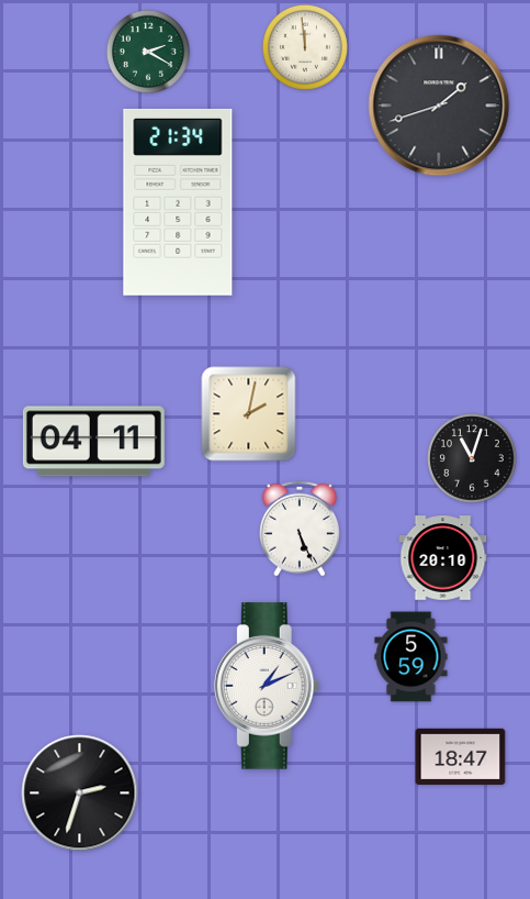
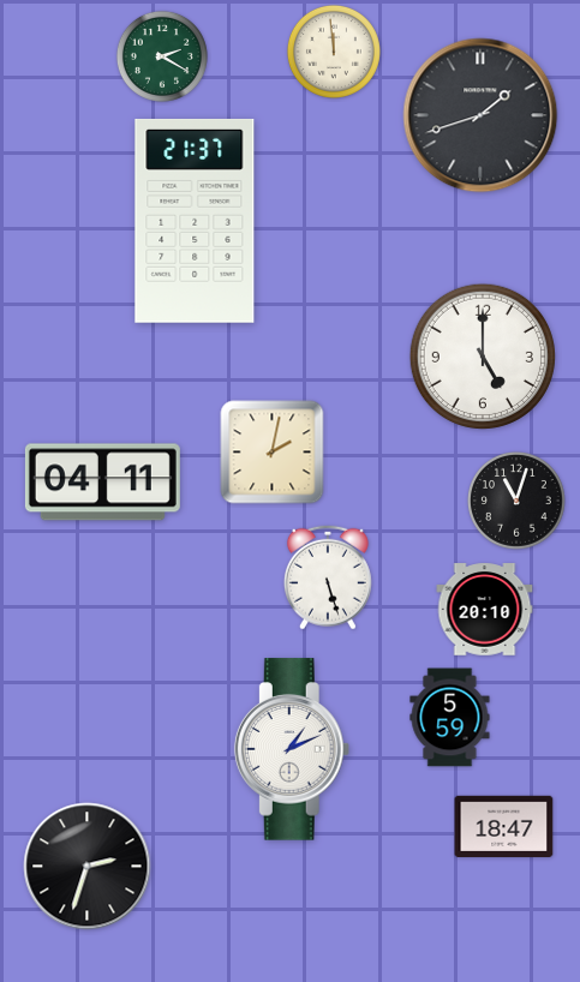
clock at (178, 202): 21:34 -> 21:37
clock at (482, 355): none -> 5:00
clock at (300, 529): 5:26 -> 5:27
